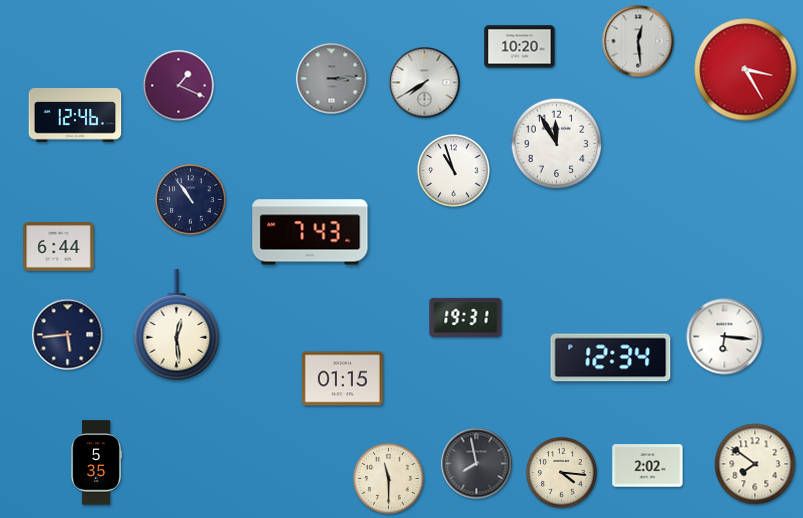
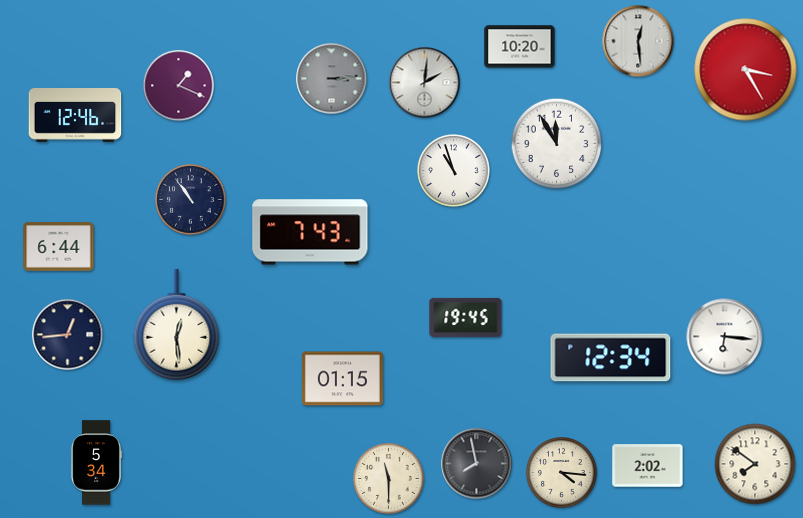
clock at (425, 83): 7:40 -> 2:01
clock at (466, 317): 19:31 -> 19:45
clock at (68, 335): 5:44 -> 12:44
clock at (96, 463): 5:35 -> 5:34
